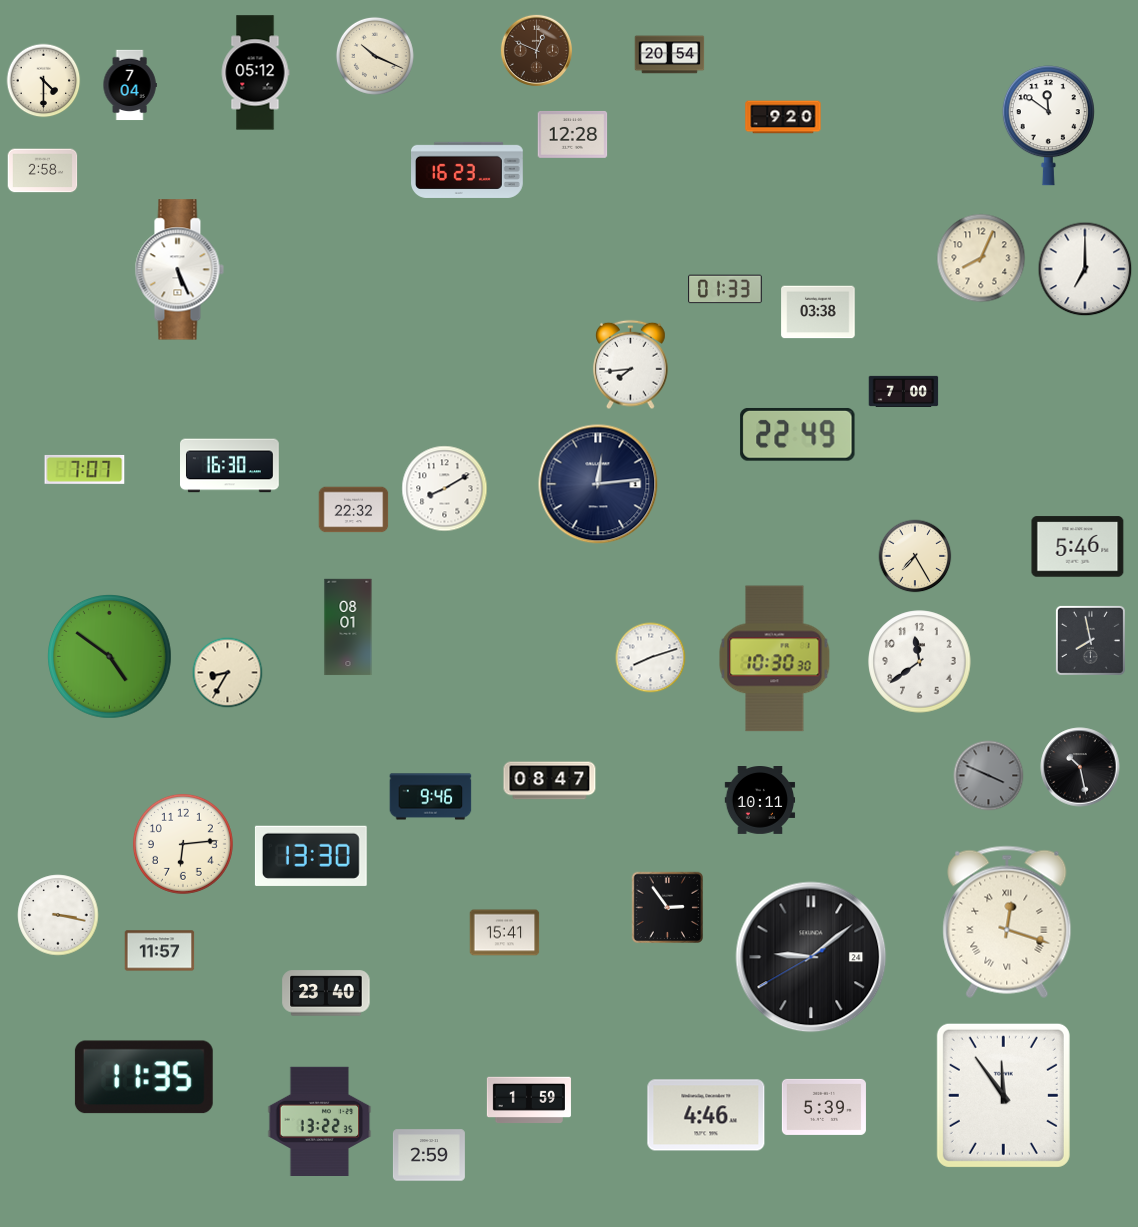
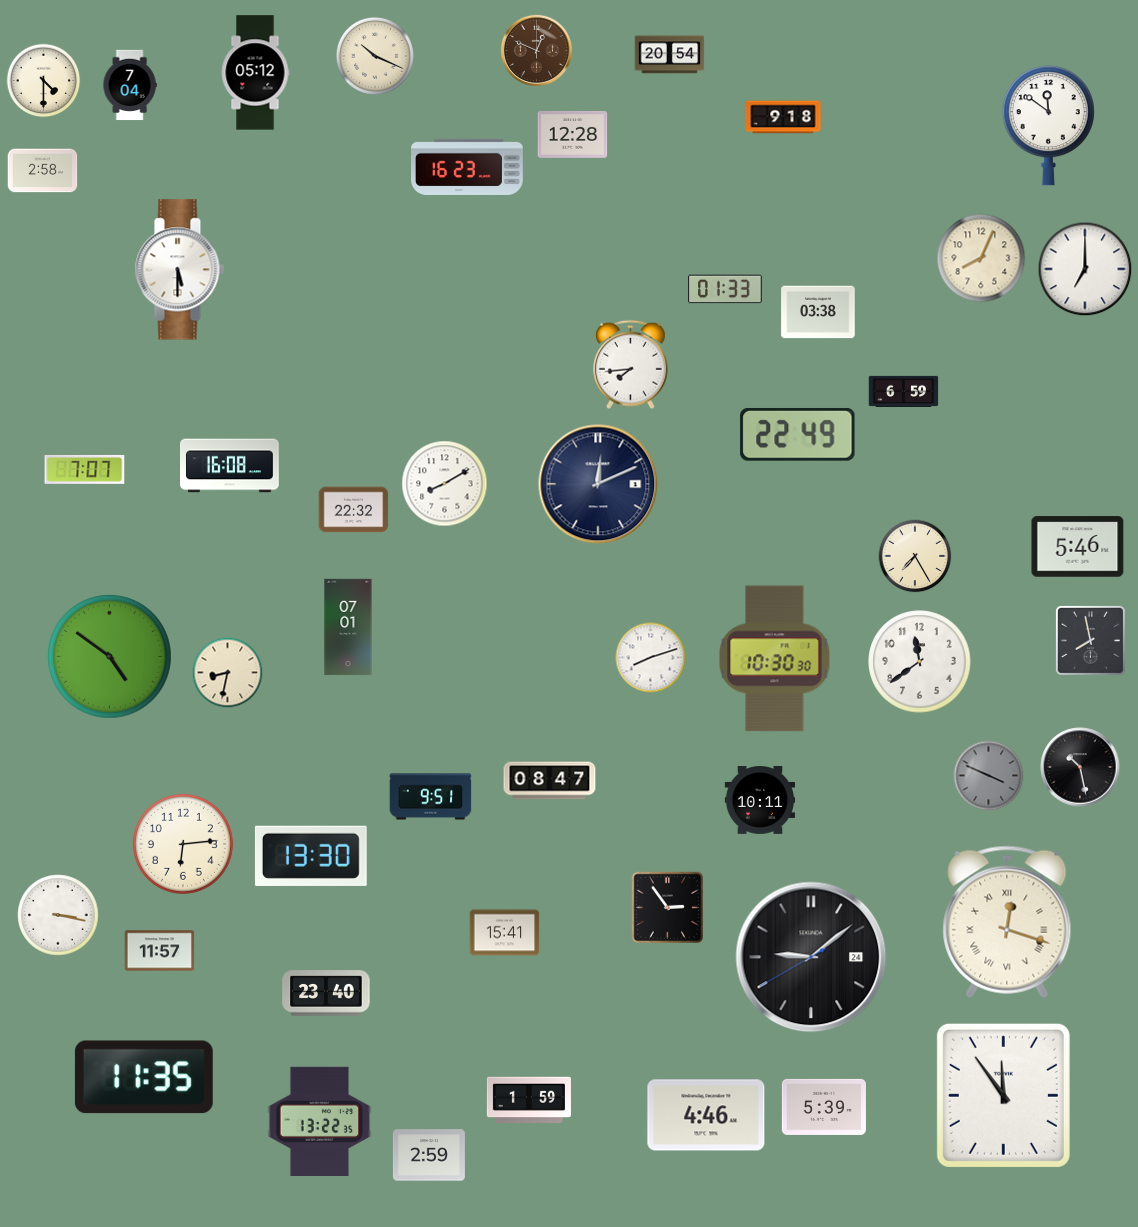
clock at (783, 117): 9:20 -> 9:18
clock at (468, 170) position: (468, 170) -> (468, 167)
clock at (179, 270): 5:26 -> 5:30
clock at (904, 391): 7:00 -> 6:59
clock at (230, 466): 16:30 -> 16:08
clock at (598, 484): 12:14 -> 12:11
clock at (445, 489) position: (445, 489) -> (445, 484)
clock at (348, 627): 08:01 -> 07:01
clock at (228, 673): 8:35 -> 8:32
clock at (431, 797): 9:46 -> 9:51
